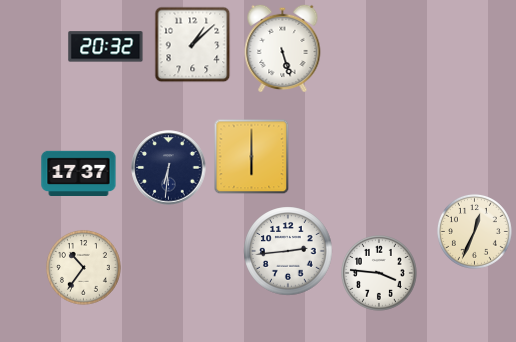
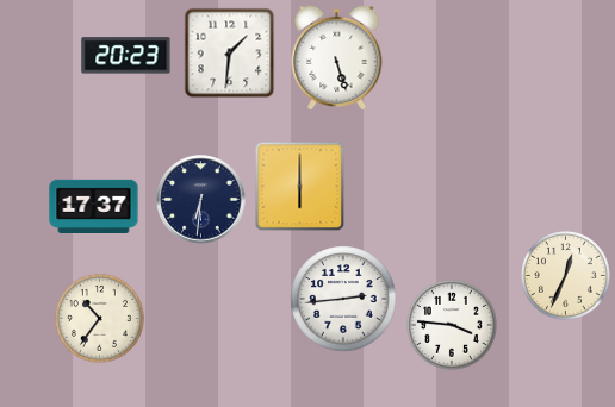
clock at (193, 45): 1:08 -> 1:31
clock at (106, 47): 20:32 -> 20:23
